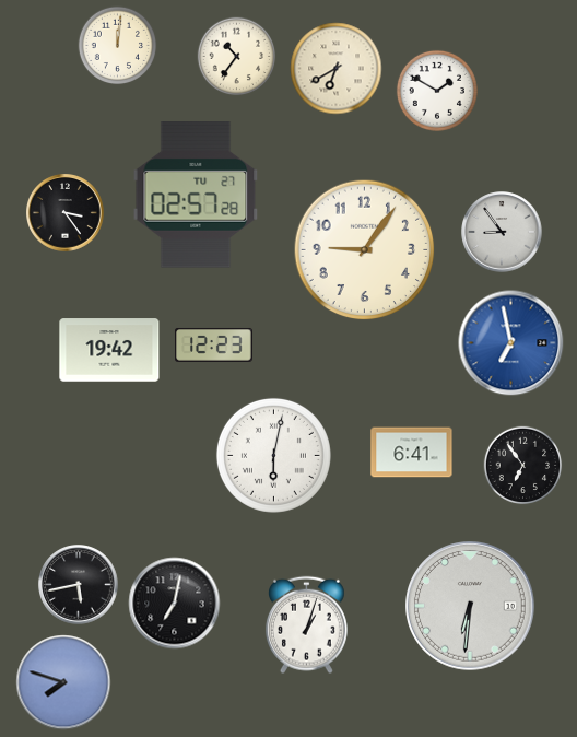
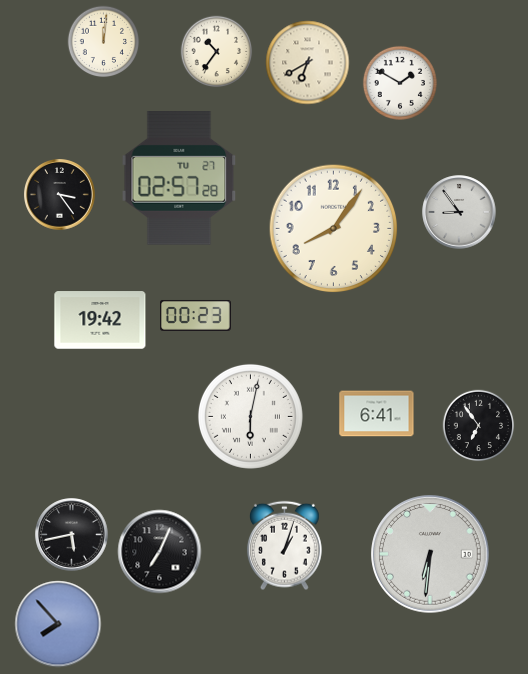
clock at (118, 46) position: (118, 46) -> (104, 42)
clock at (365, 250): 9:06 -> 8:06
clock at (511, 343): 6:58 -> none
clock at (214, 346): 12:23 -> 00:23
clock at (175, 604): 7:02 -> 7:04
clock at (307, 625) position: (307, 625) -> (285, 546)
clock at (63, 682): 7:48 -> 7:53
